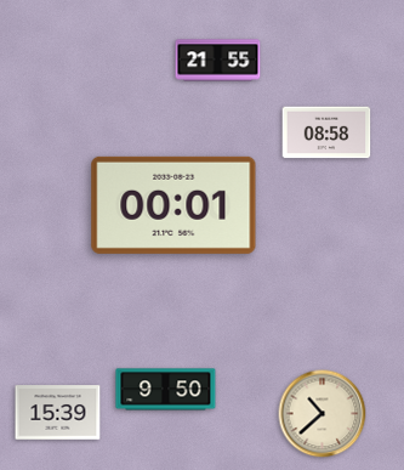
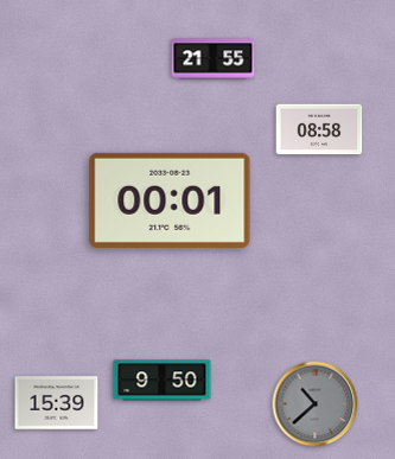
clock at (323, 414) dial: cream -> grey
